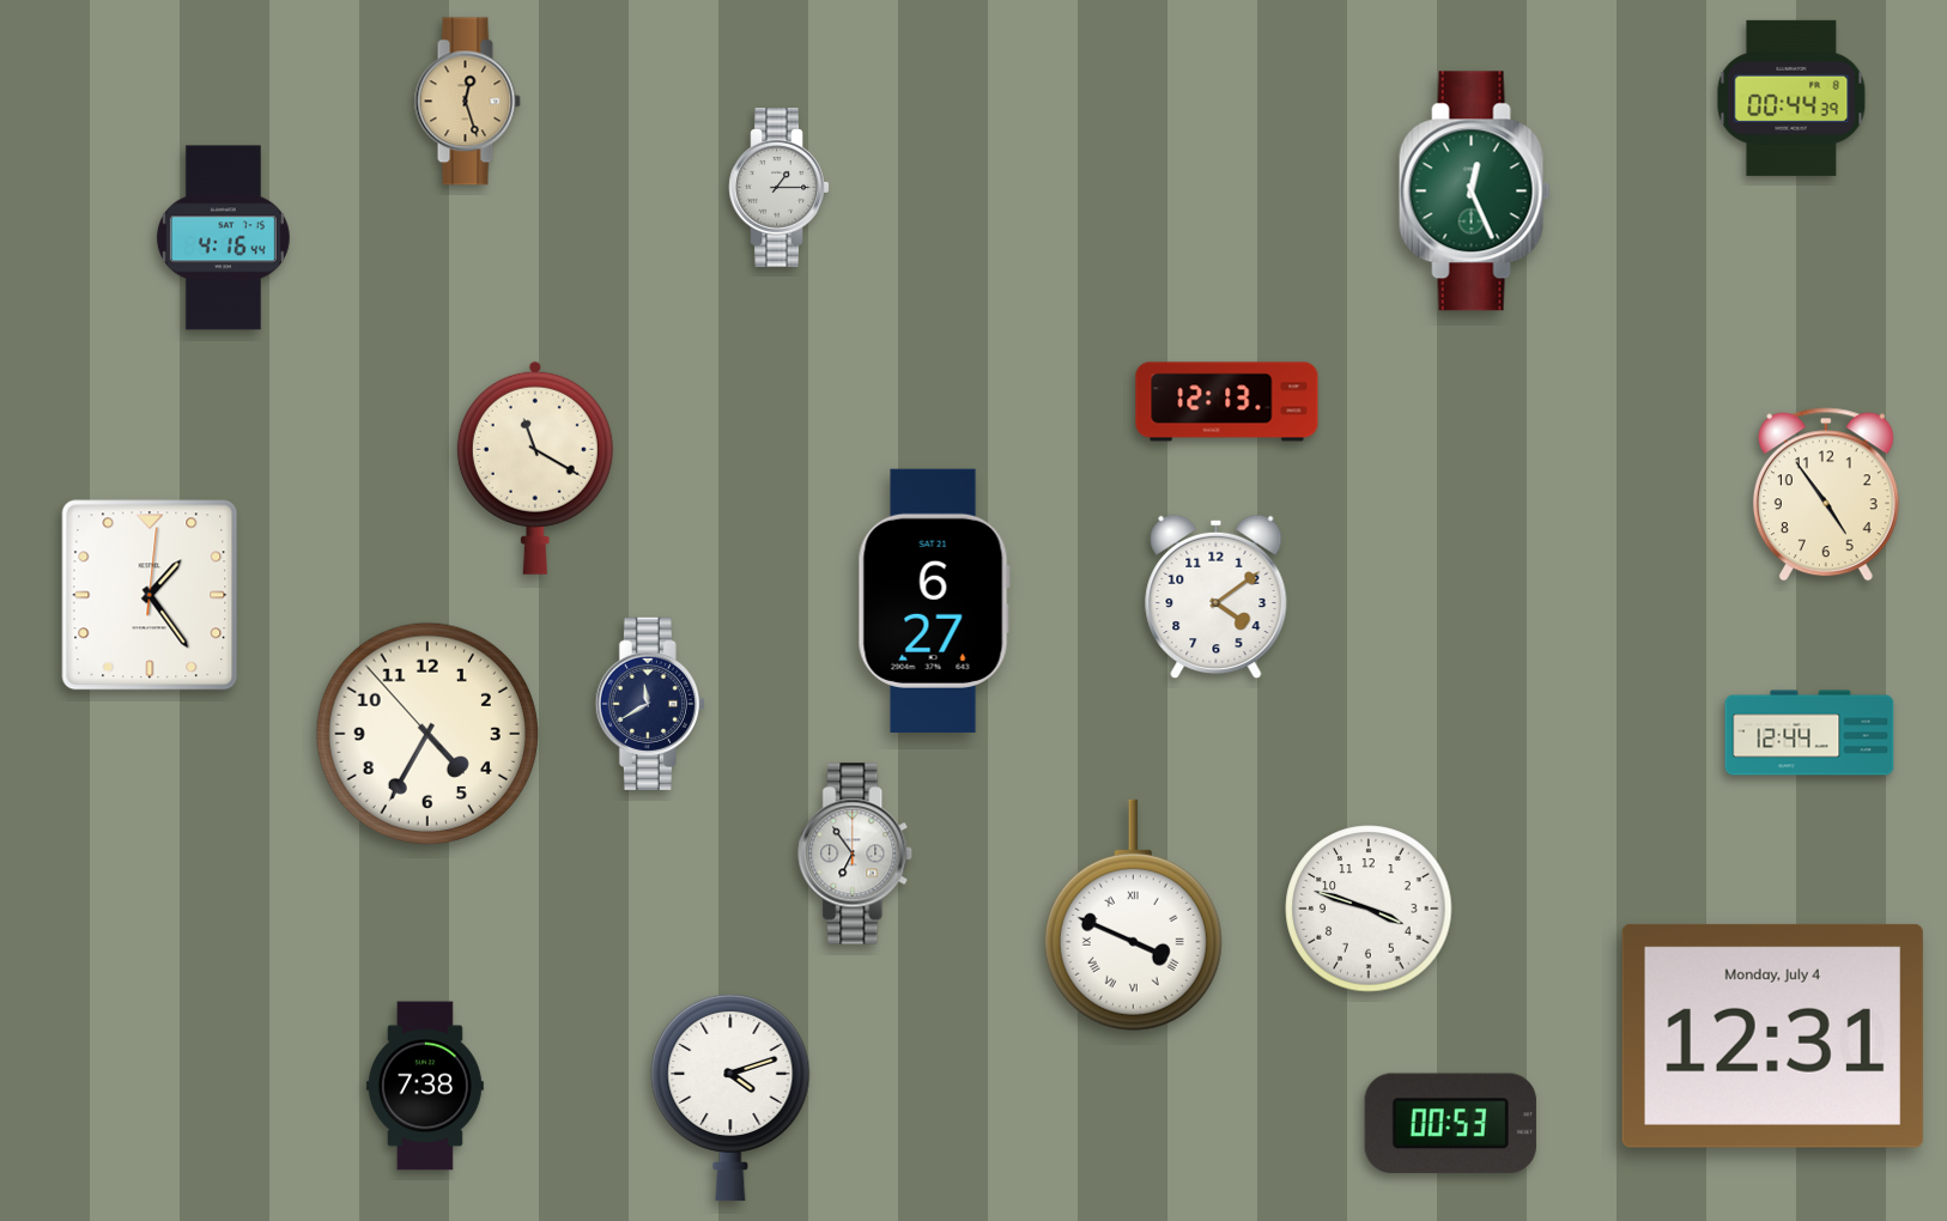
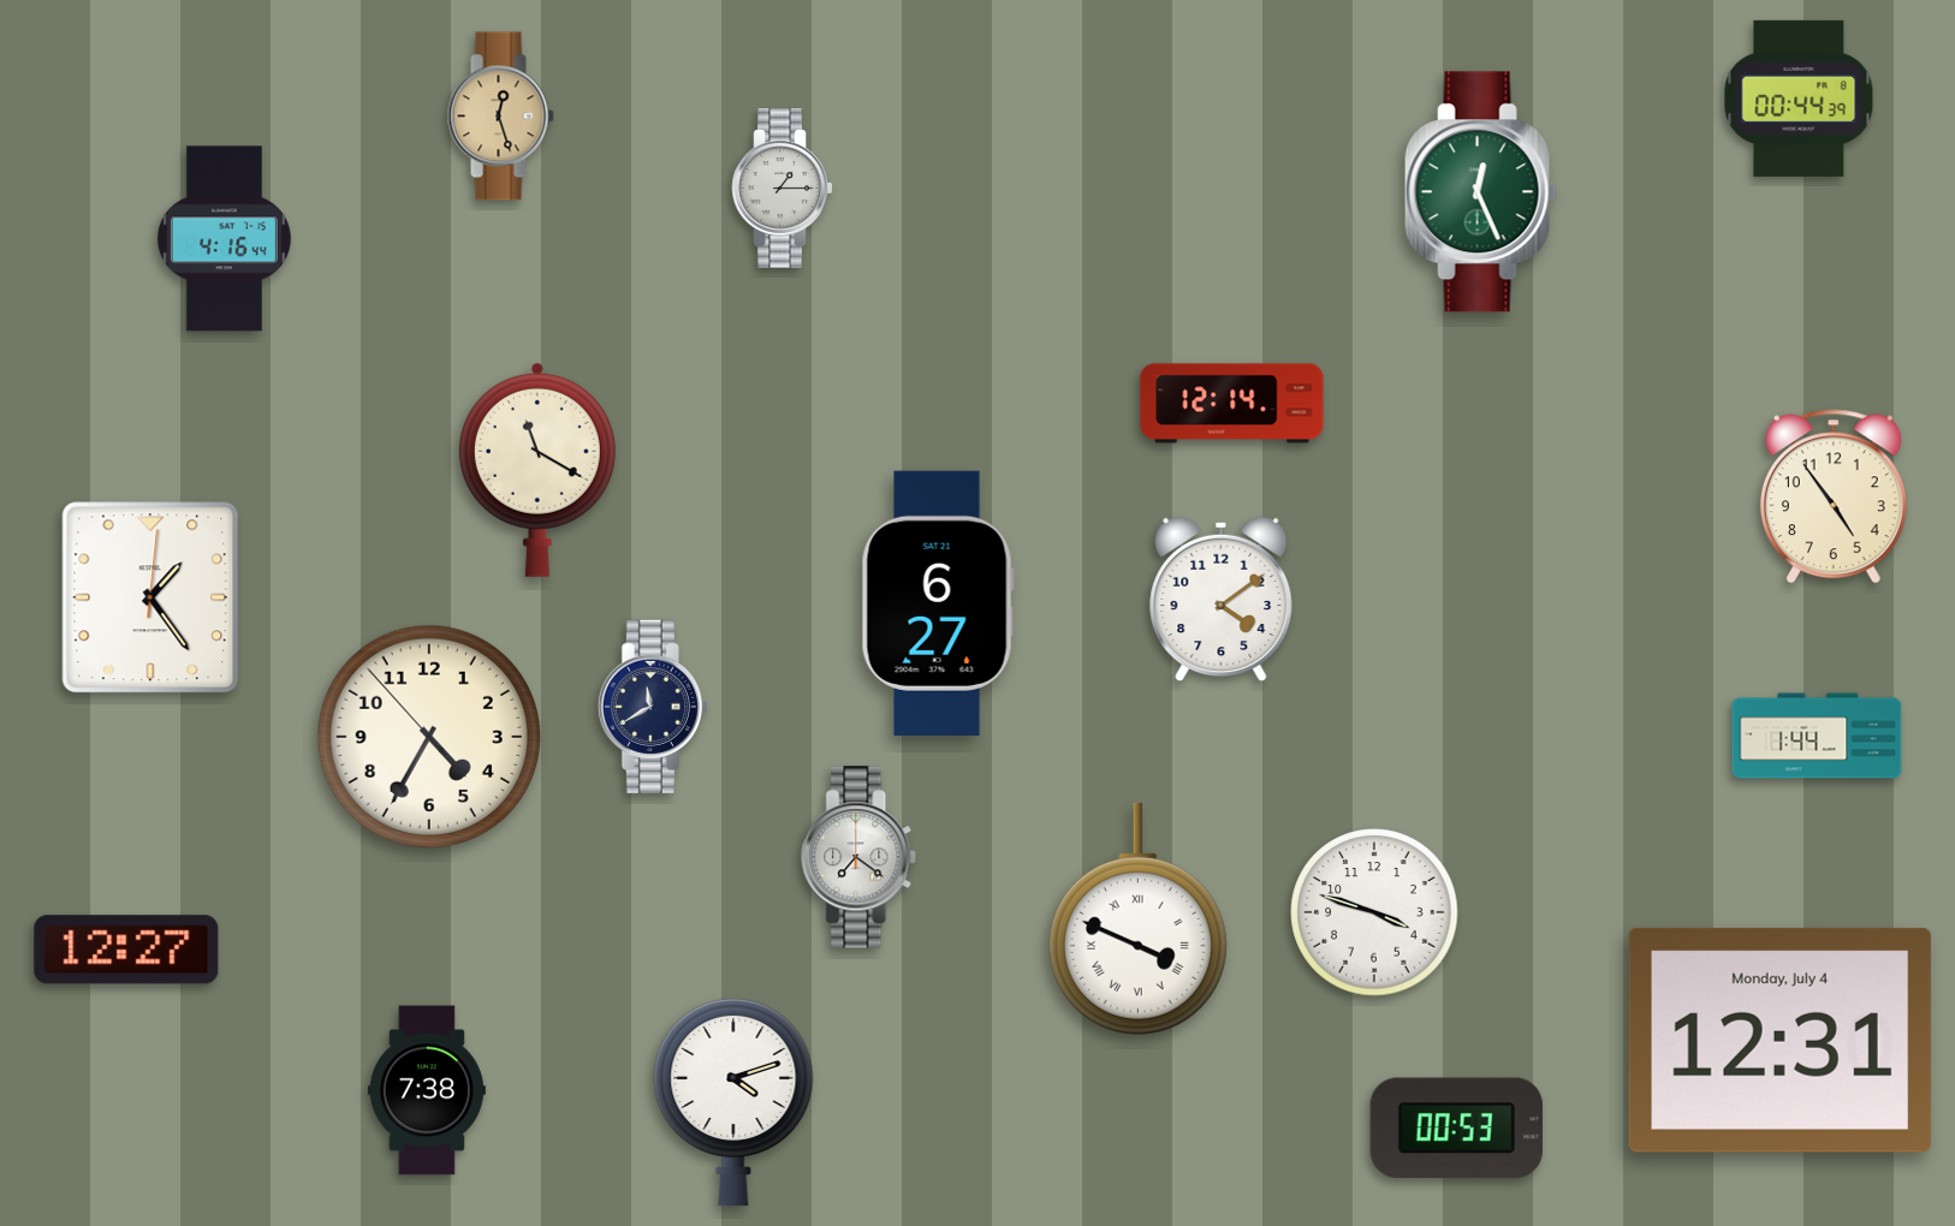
clock at (467, 102) position: (467, 102) -> (500, 117)
clock at (1227, 402): 12:13 -> 12:14
clock at (1809, 733): 12:44 -> 1:44
clock at (856, 854): 6:54 -> 7:21
clock at (126, 950): none -> 12:27
